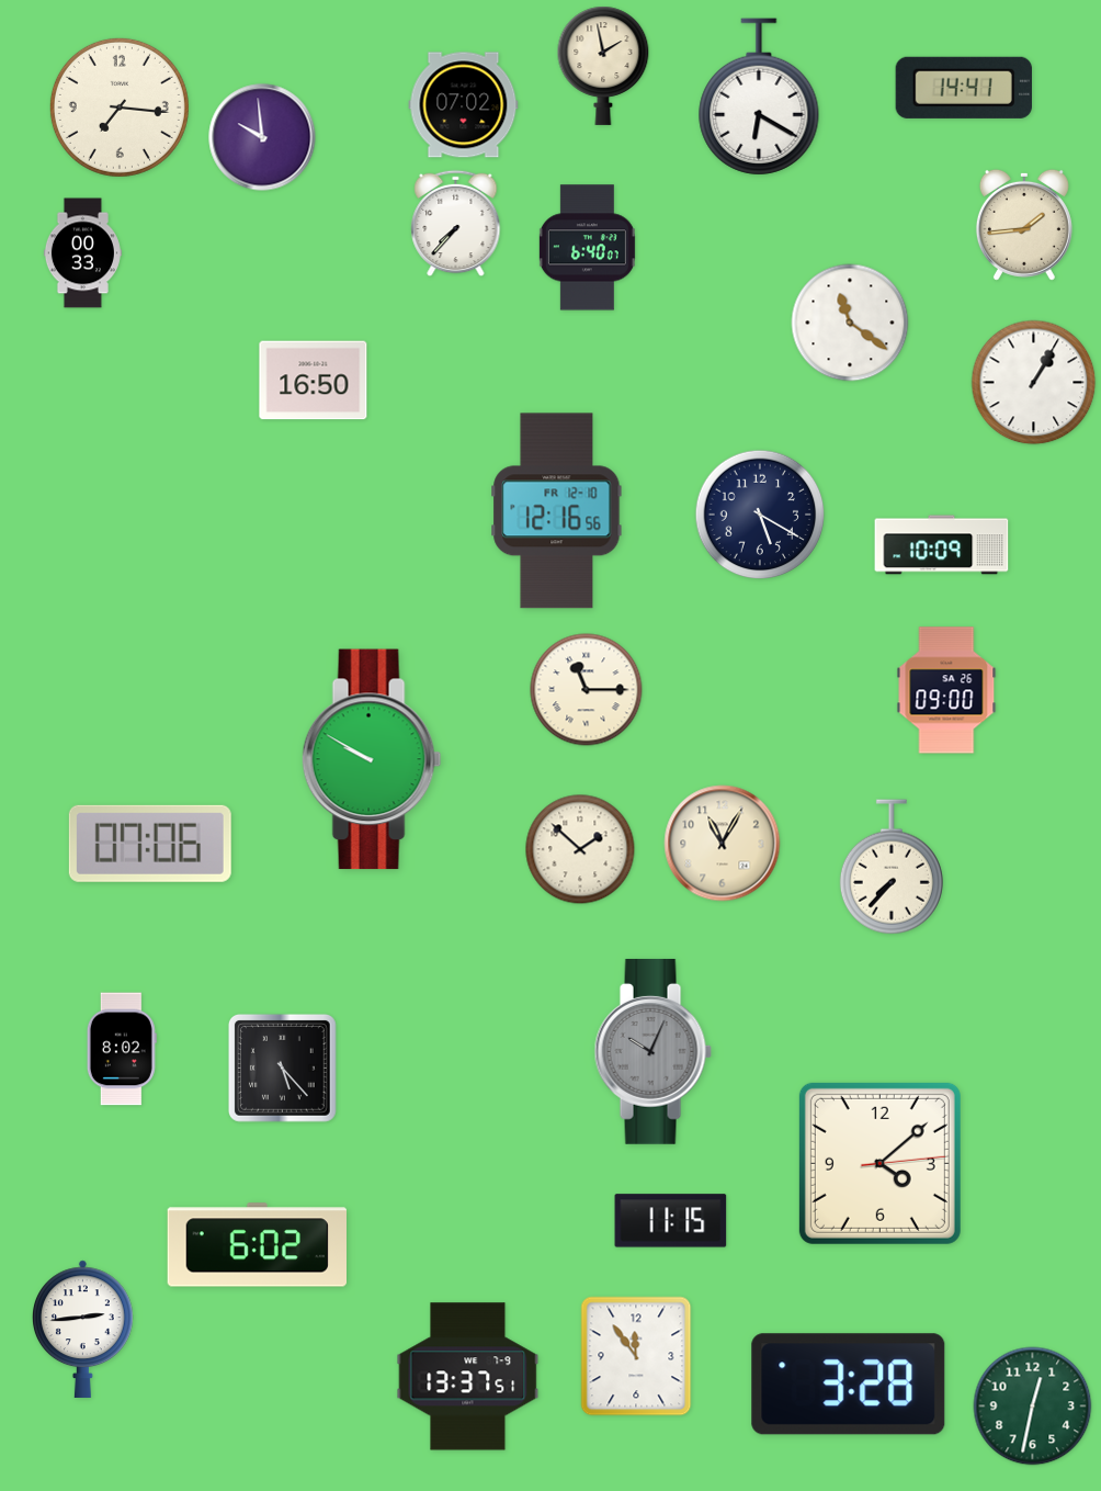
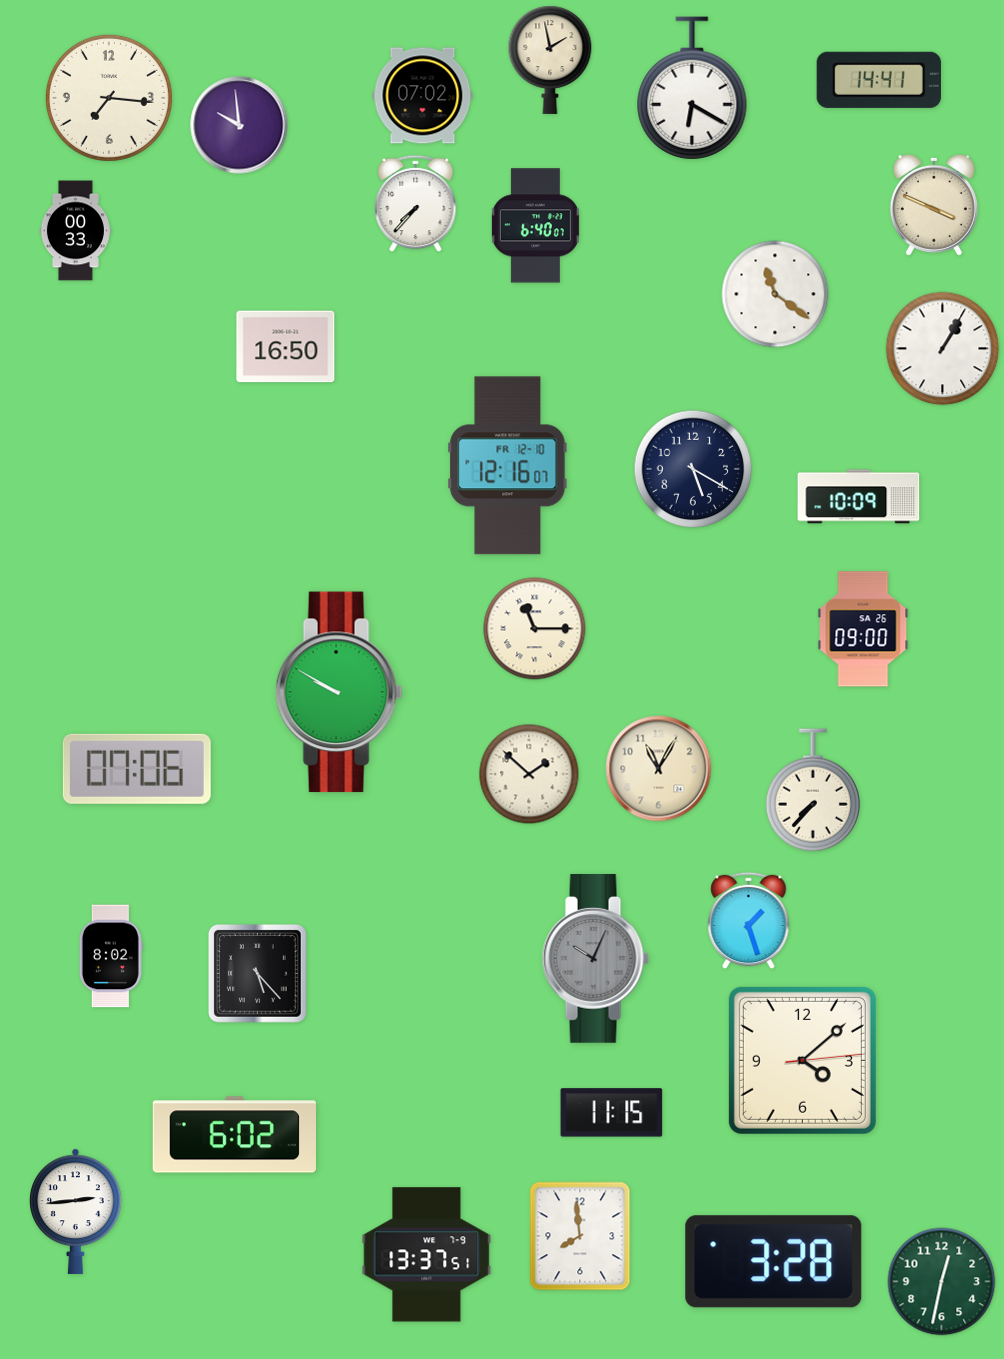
clock at (1024, 225): 1:44 -> 3:49
clock at (557, 511): 12:16:56 -> 12:16:07
clock at (749, 921): none -> 1:27
clock at (636, 1356): 11:54 -> 7:59
